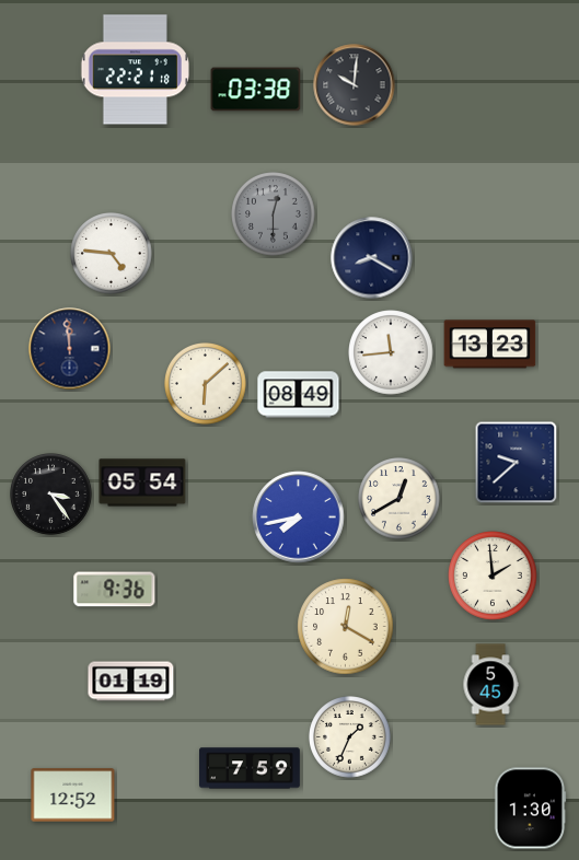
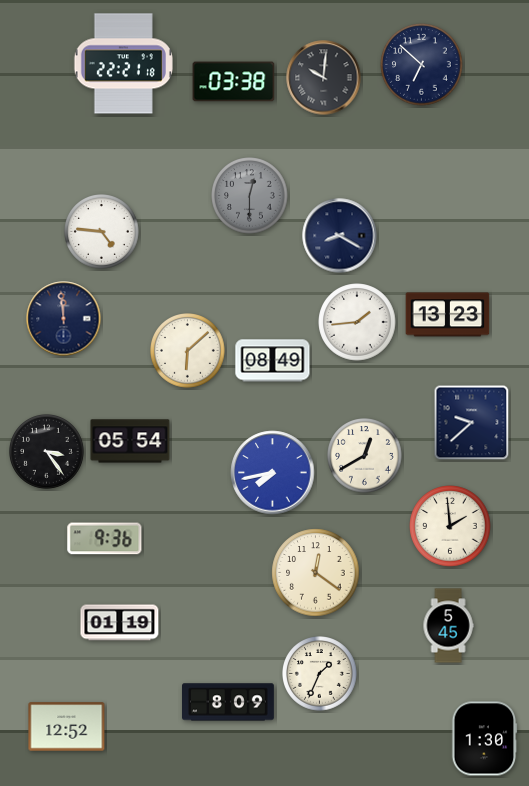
clock at (422, 65): none -> 6:52
clock at (391, 352): 11:44 -> 1:44
clock at (346, 627): 12:20 -> 12:21
clock at (251, 768): 7:59 -> 8:09
